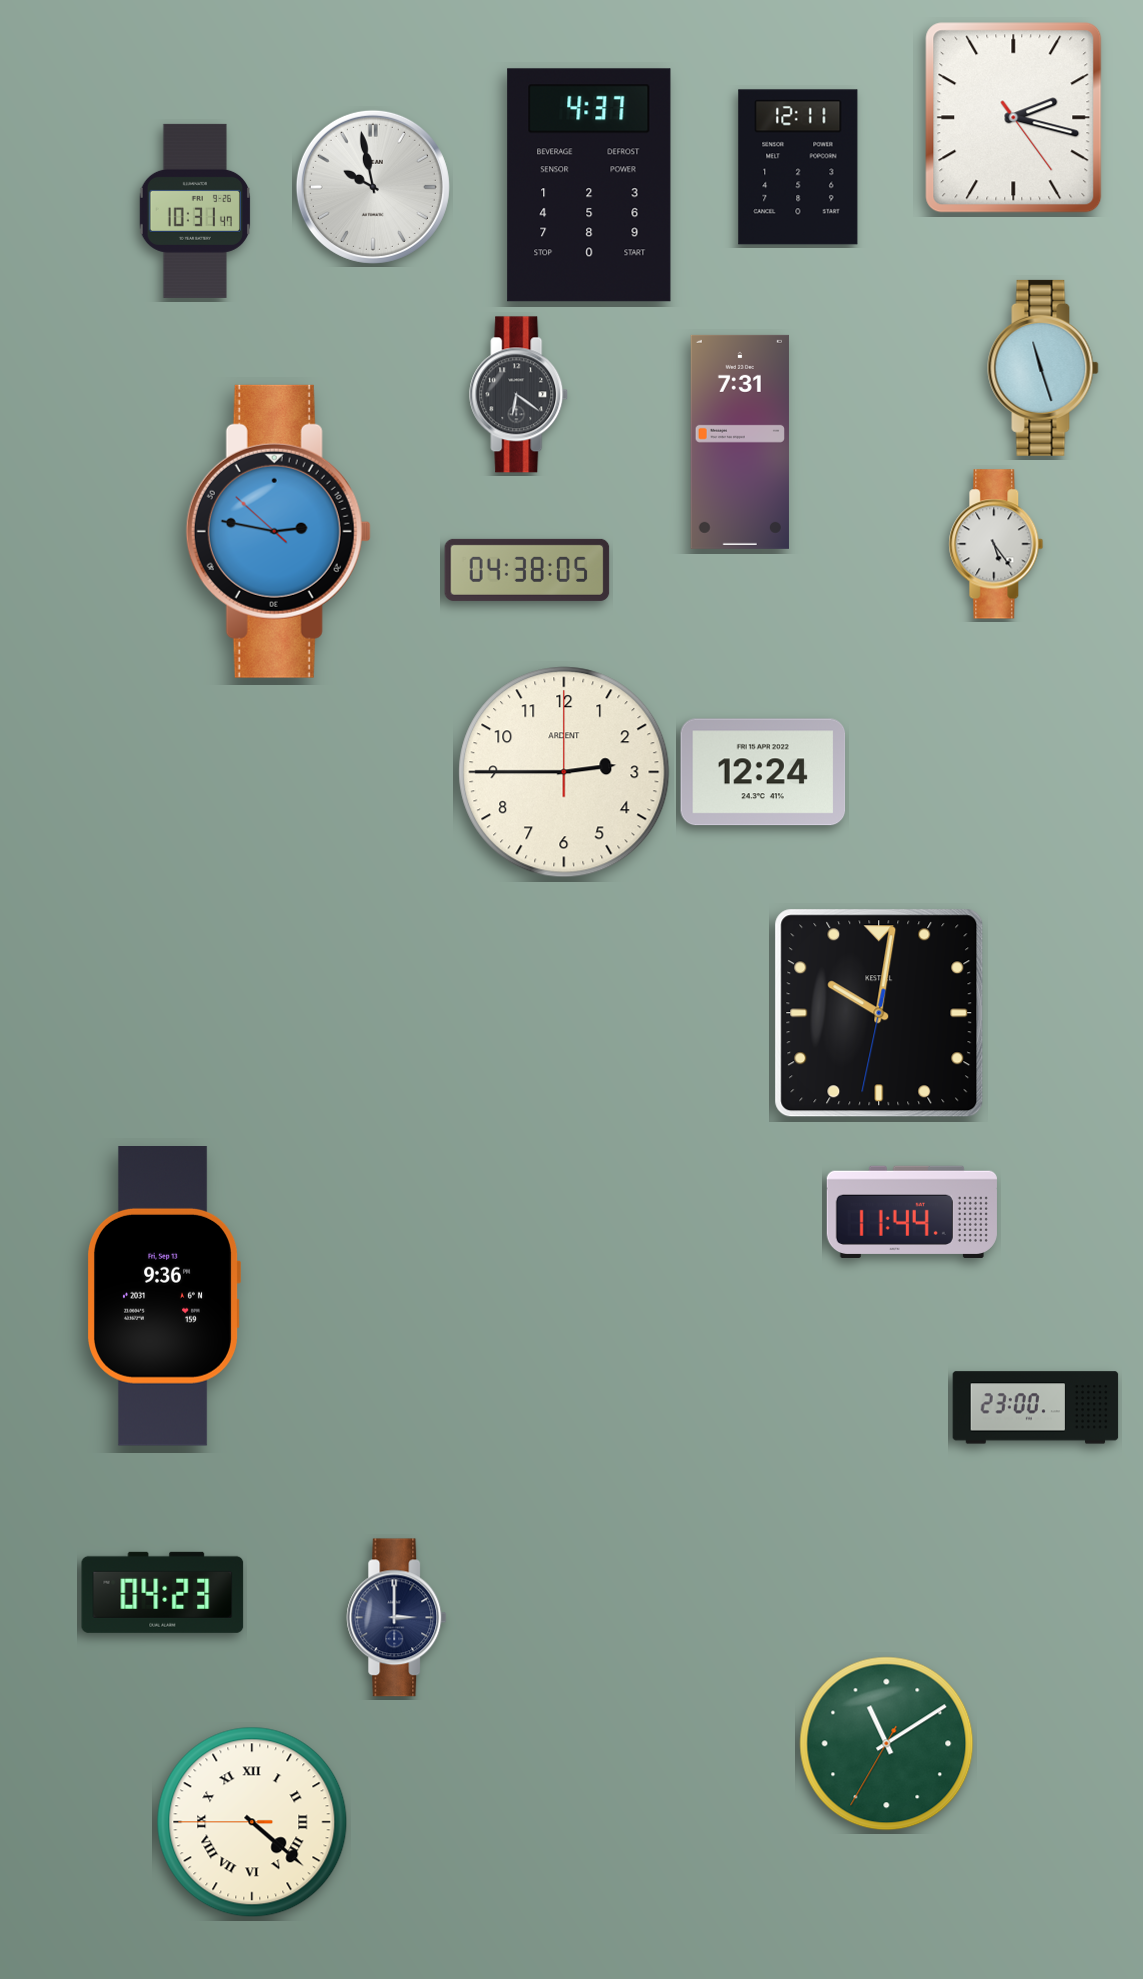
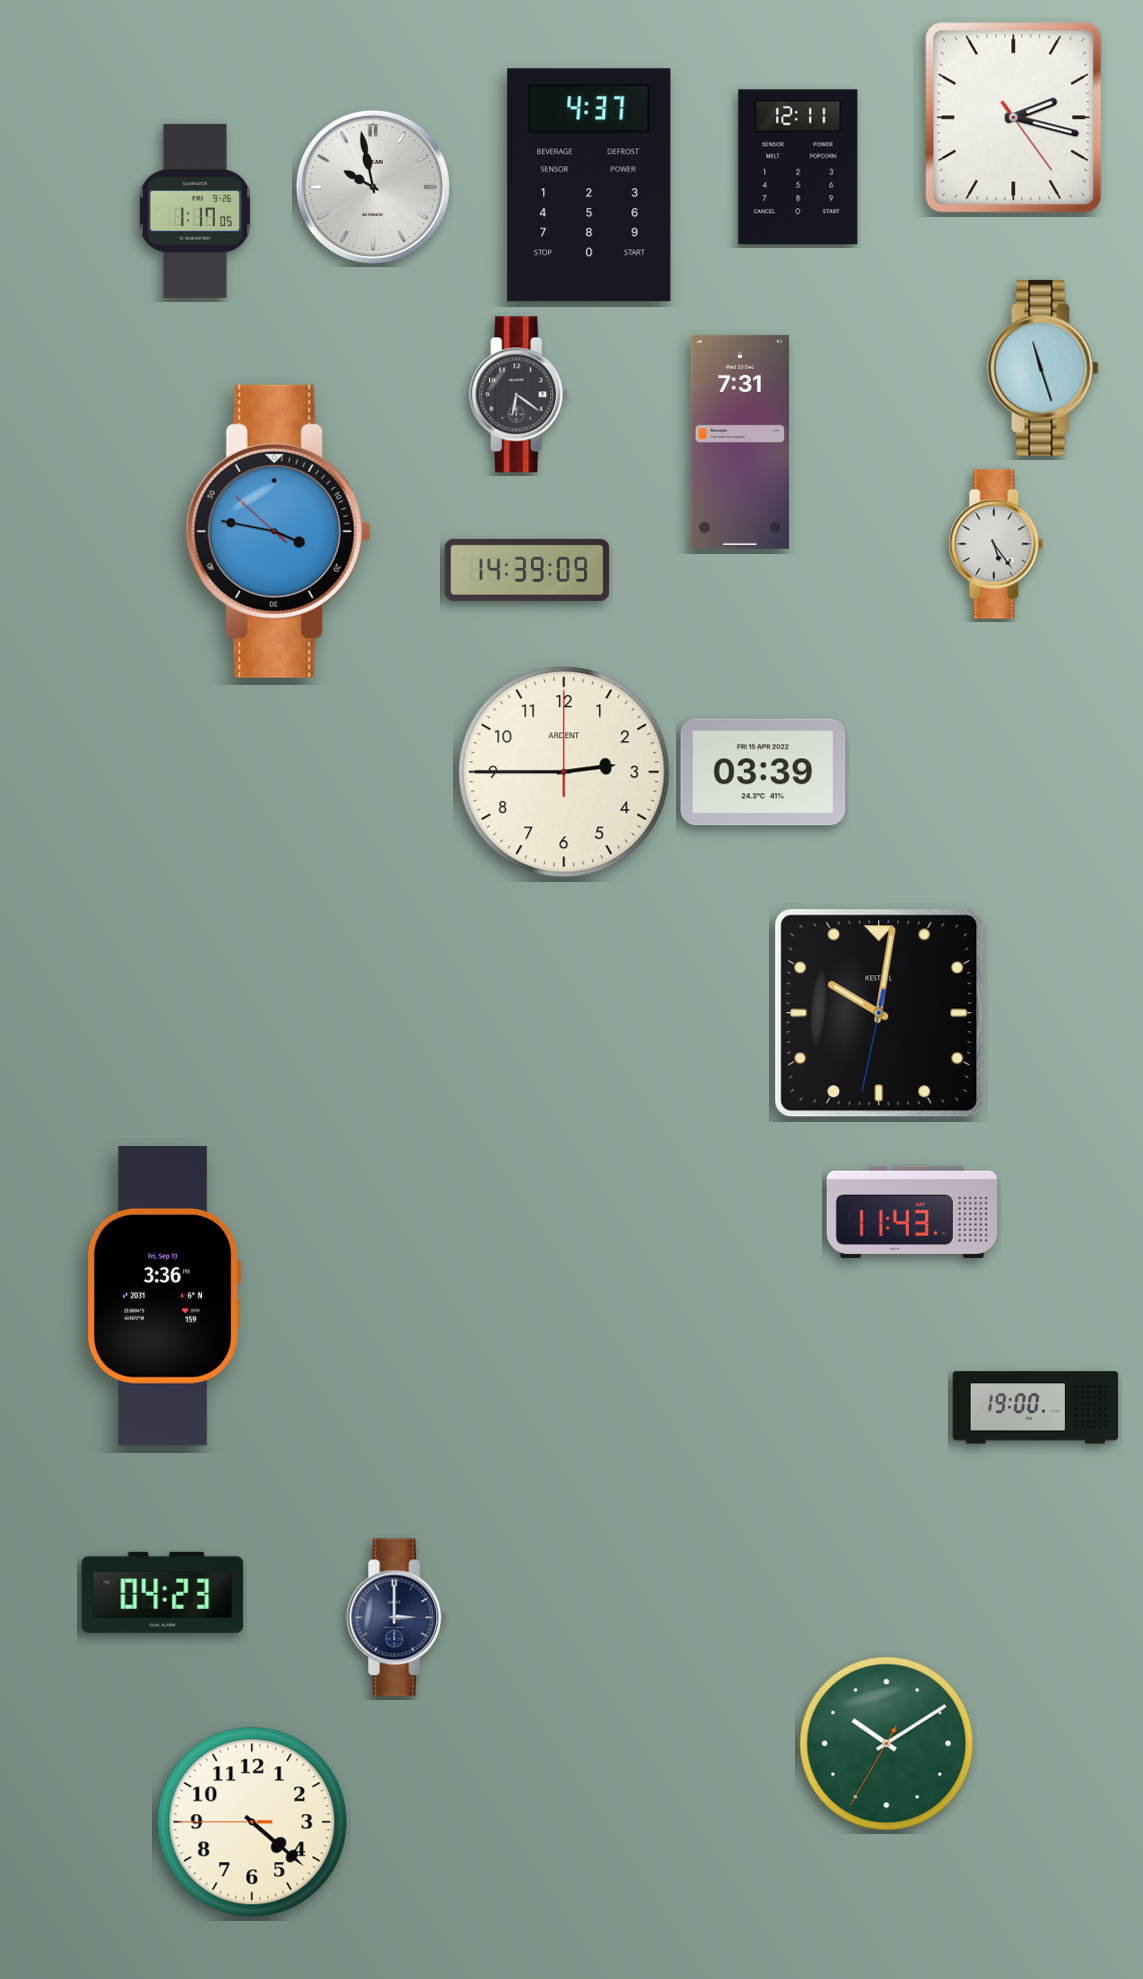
clock at (194, 211): 10:31 -> 1:17
clock at (278, 531): 2:46 -> 3:46
clock at (527, 570): 04:38 -> 14:39
clock at (763, 772): 12:24 -> 03:39
clock at (912, 1212): 11:44 -> 11:43
clock at (164, 1297): 9:36 -> 3:36
clock at (1036, 1408): 23:00 -> 19:00
clock at (887, 1744): 11:09 -> 10:09
clock at (252, 1822) numerals: Roman -> Arabic
